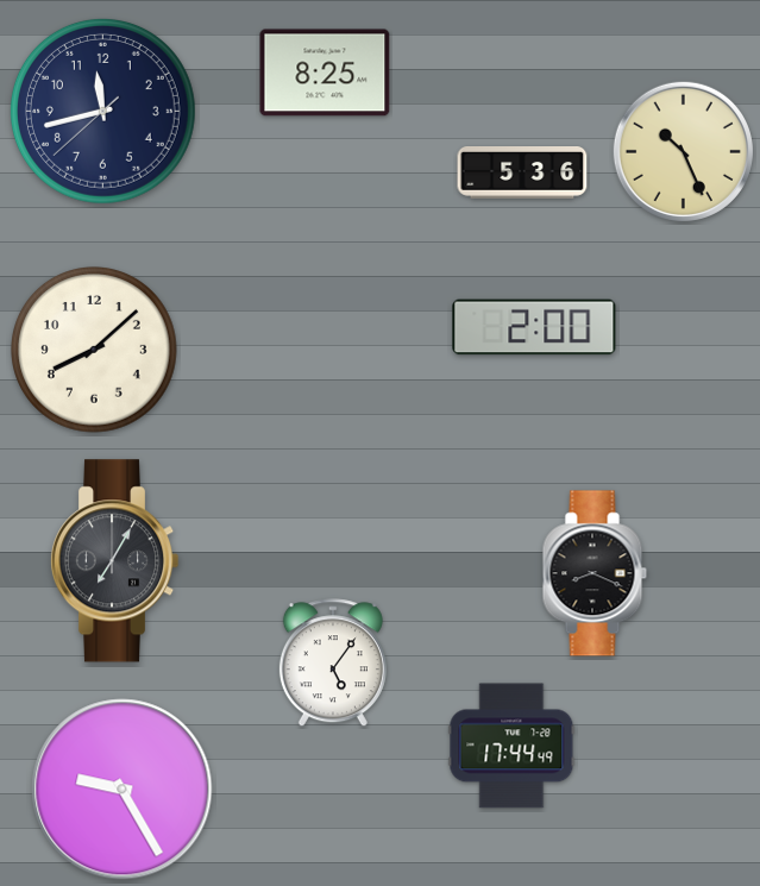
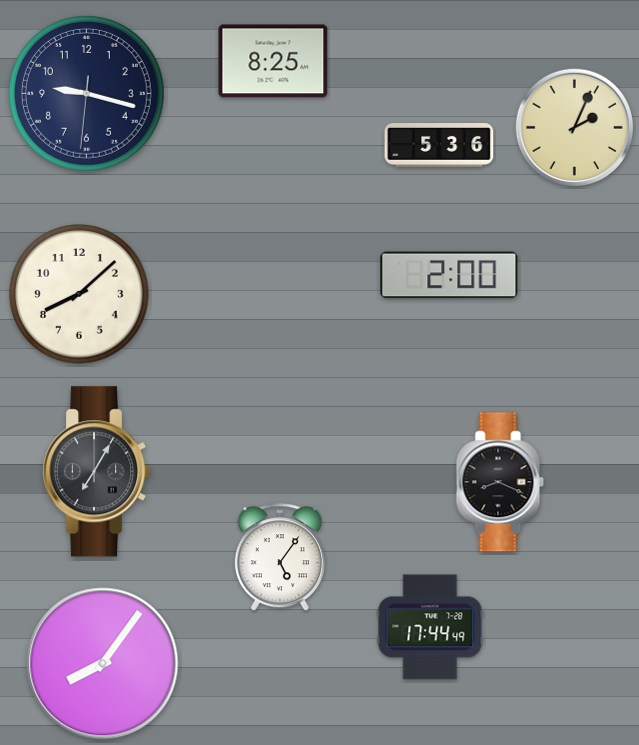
clock at (102, 111): 11:42 -> 9:17
clock at (683, 151): 10:26 -> 2:04
clock at (123, 790): 9:25 -> 8:06
